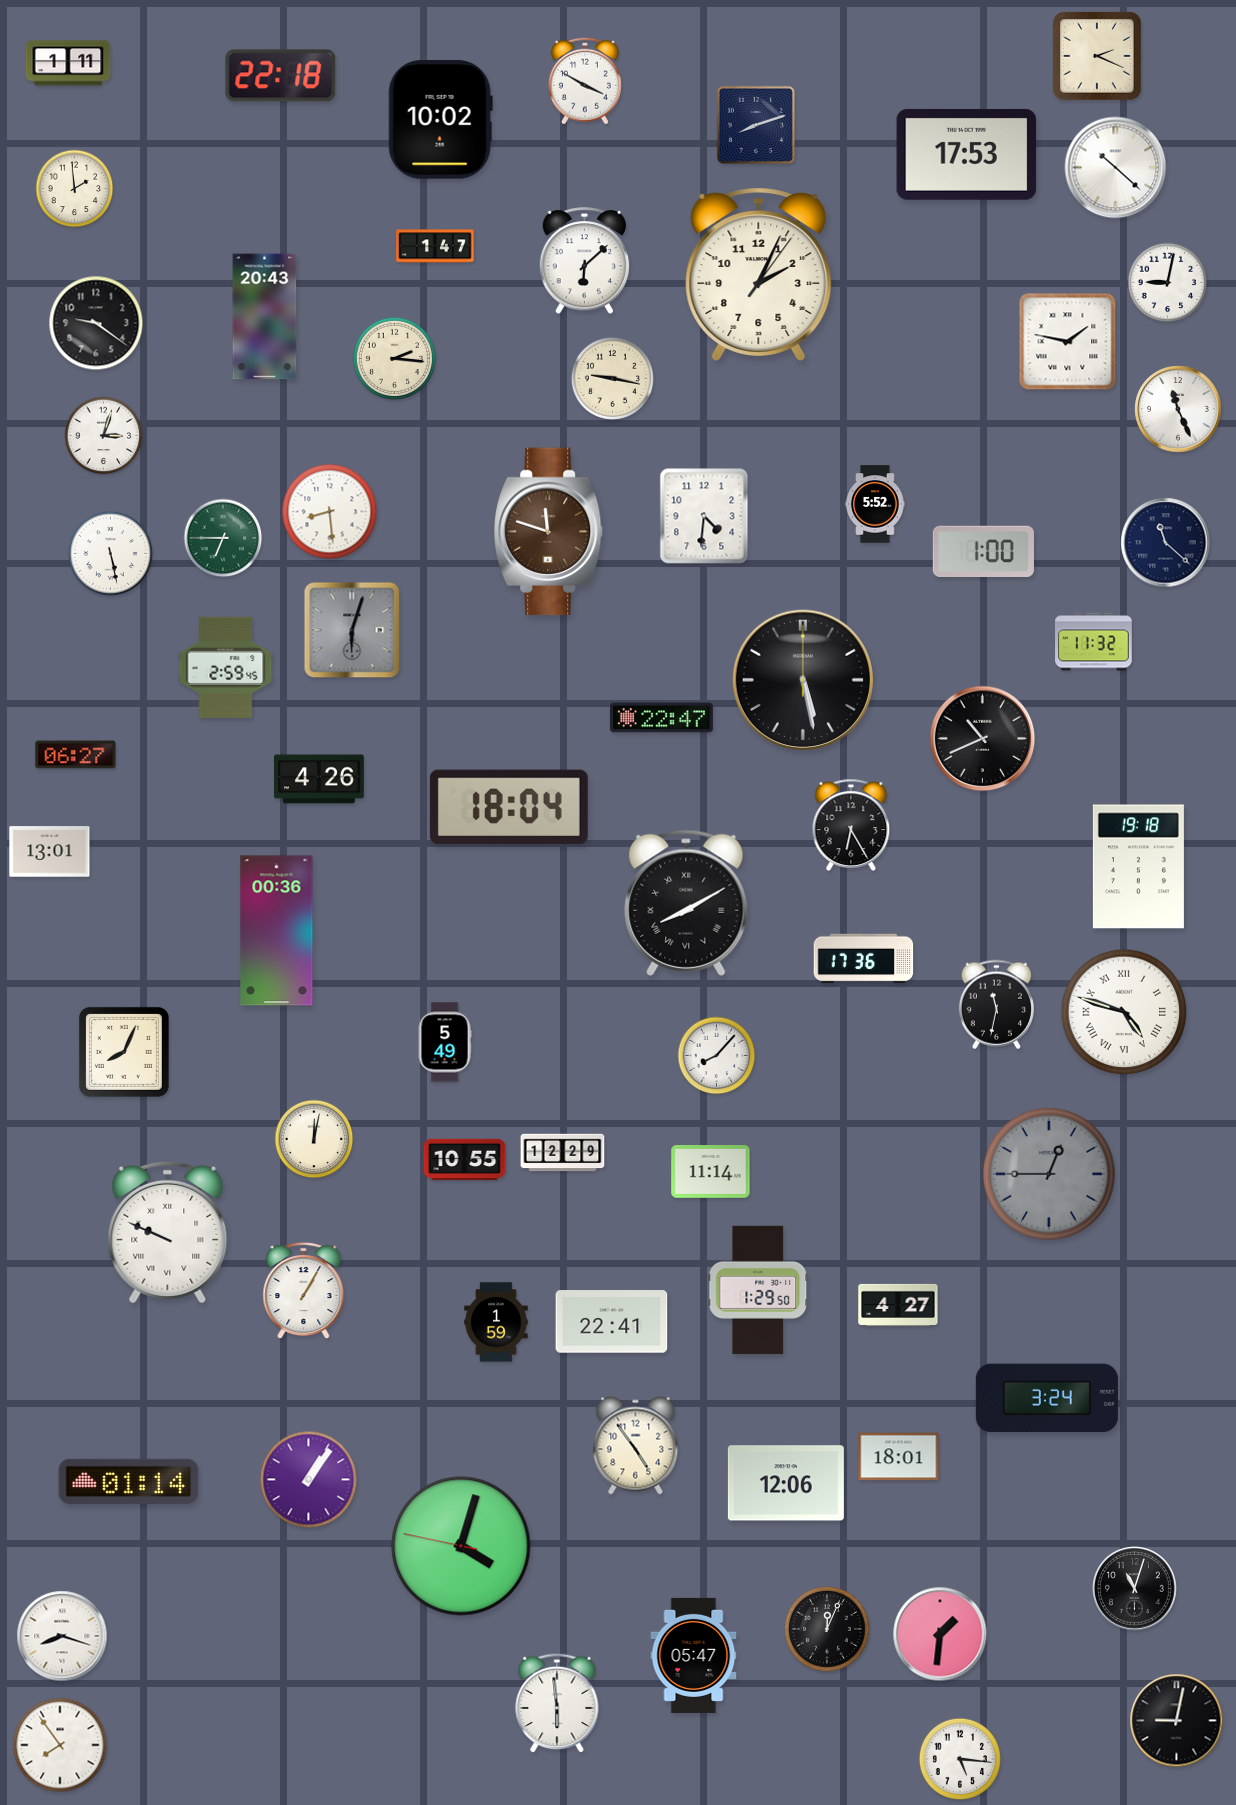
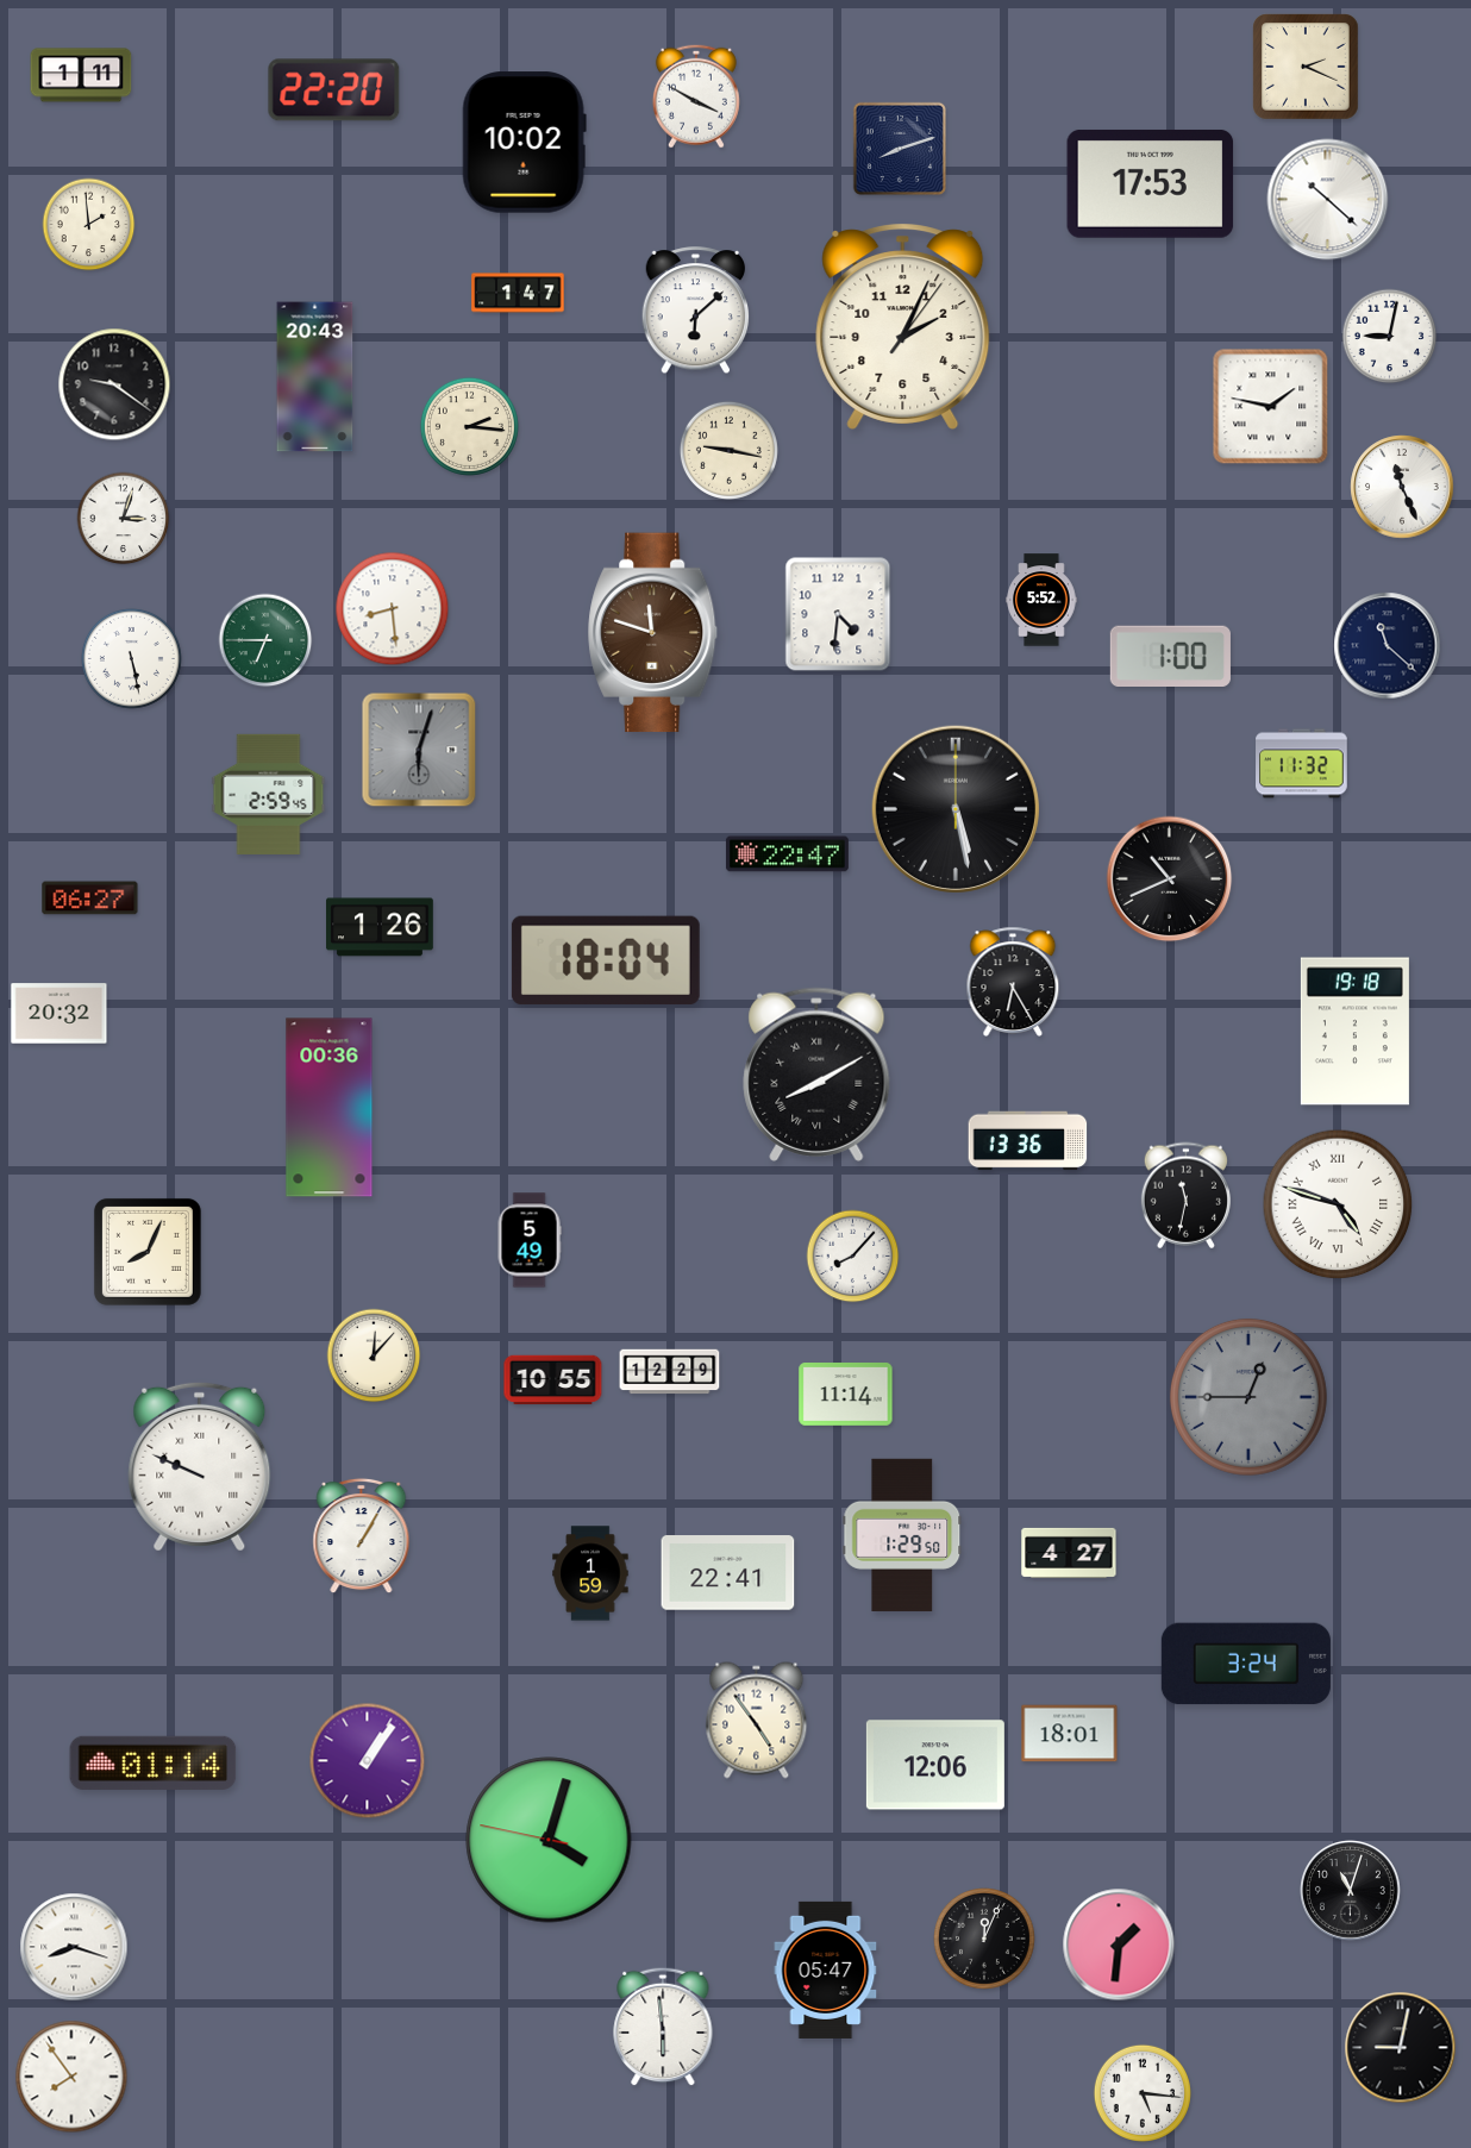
clock at (281, 76): 22:18 -> 22:20
clock at (320, 779): 4:26 -> 1:26
clock at (50, 852): 13:01 -> 20:32
clock at (864, 959): 17:36 -> 13:36
clock at (314, 1139): 12:02 -> 12:07
